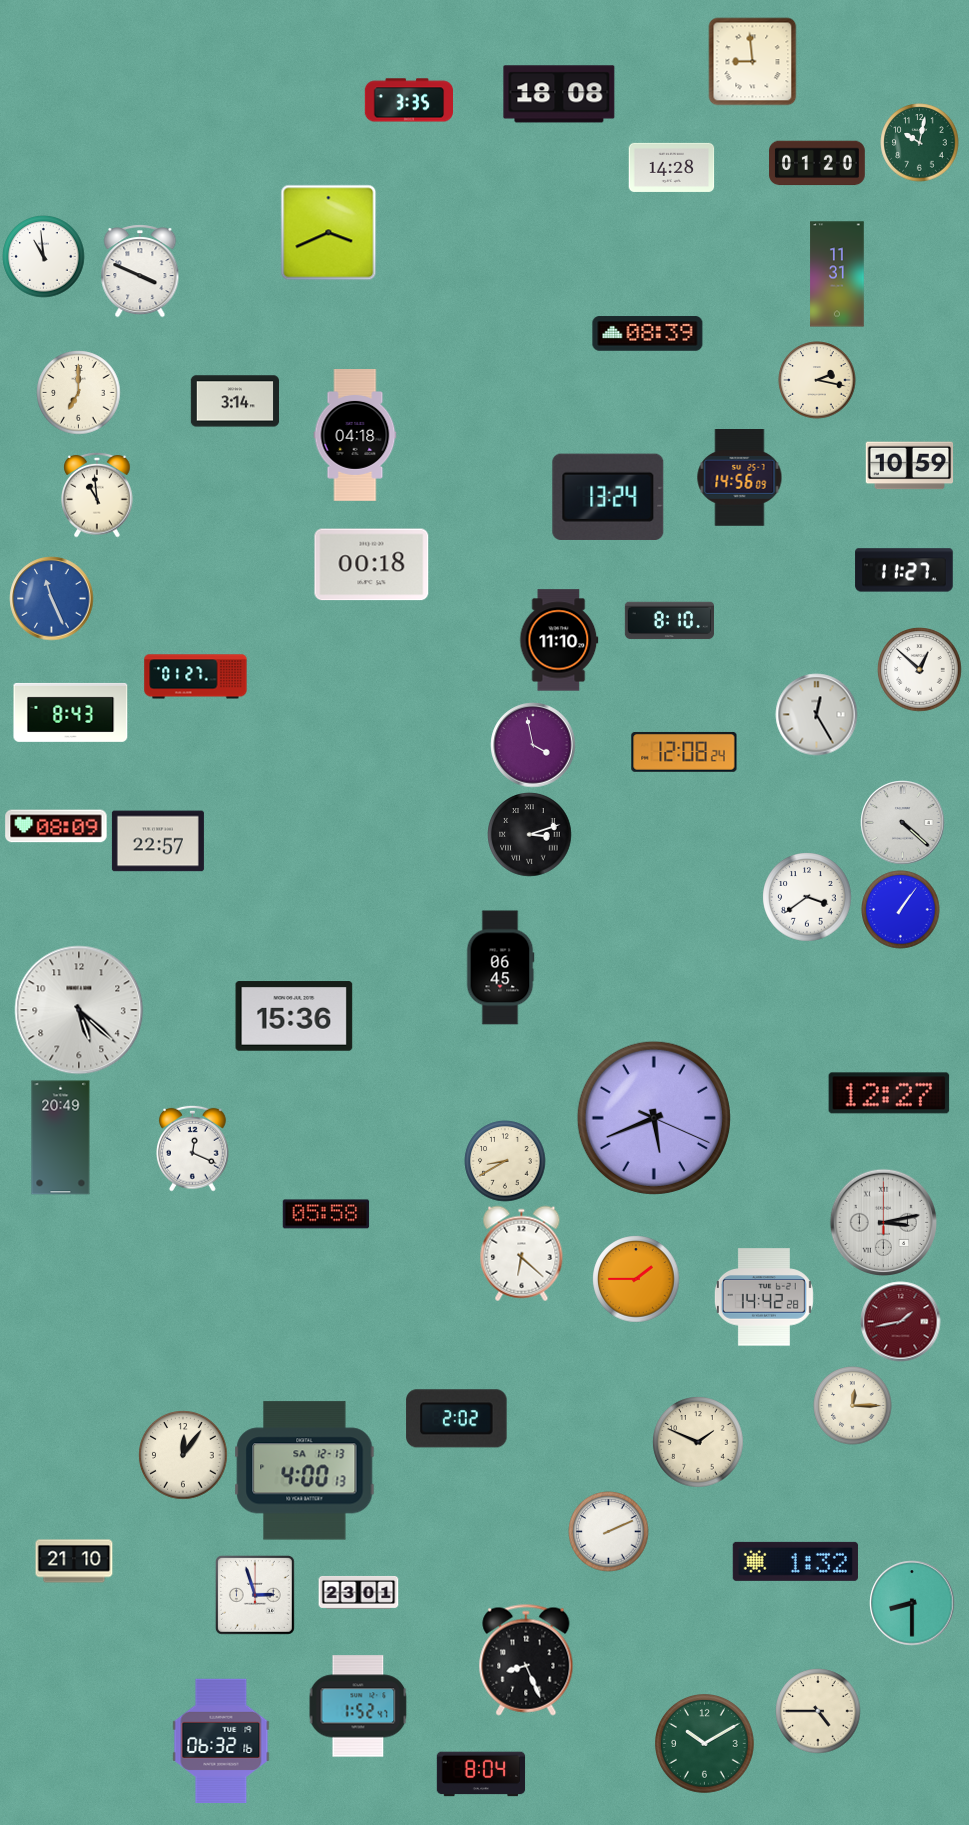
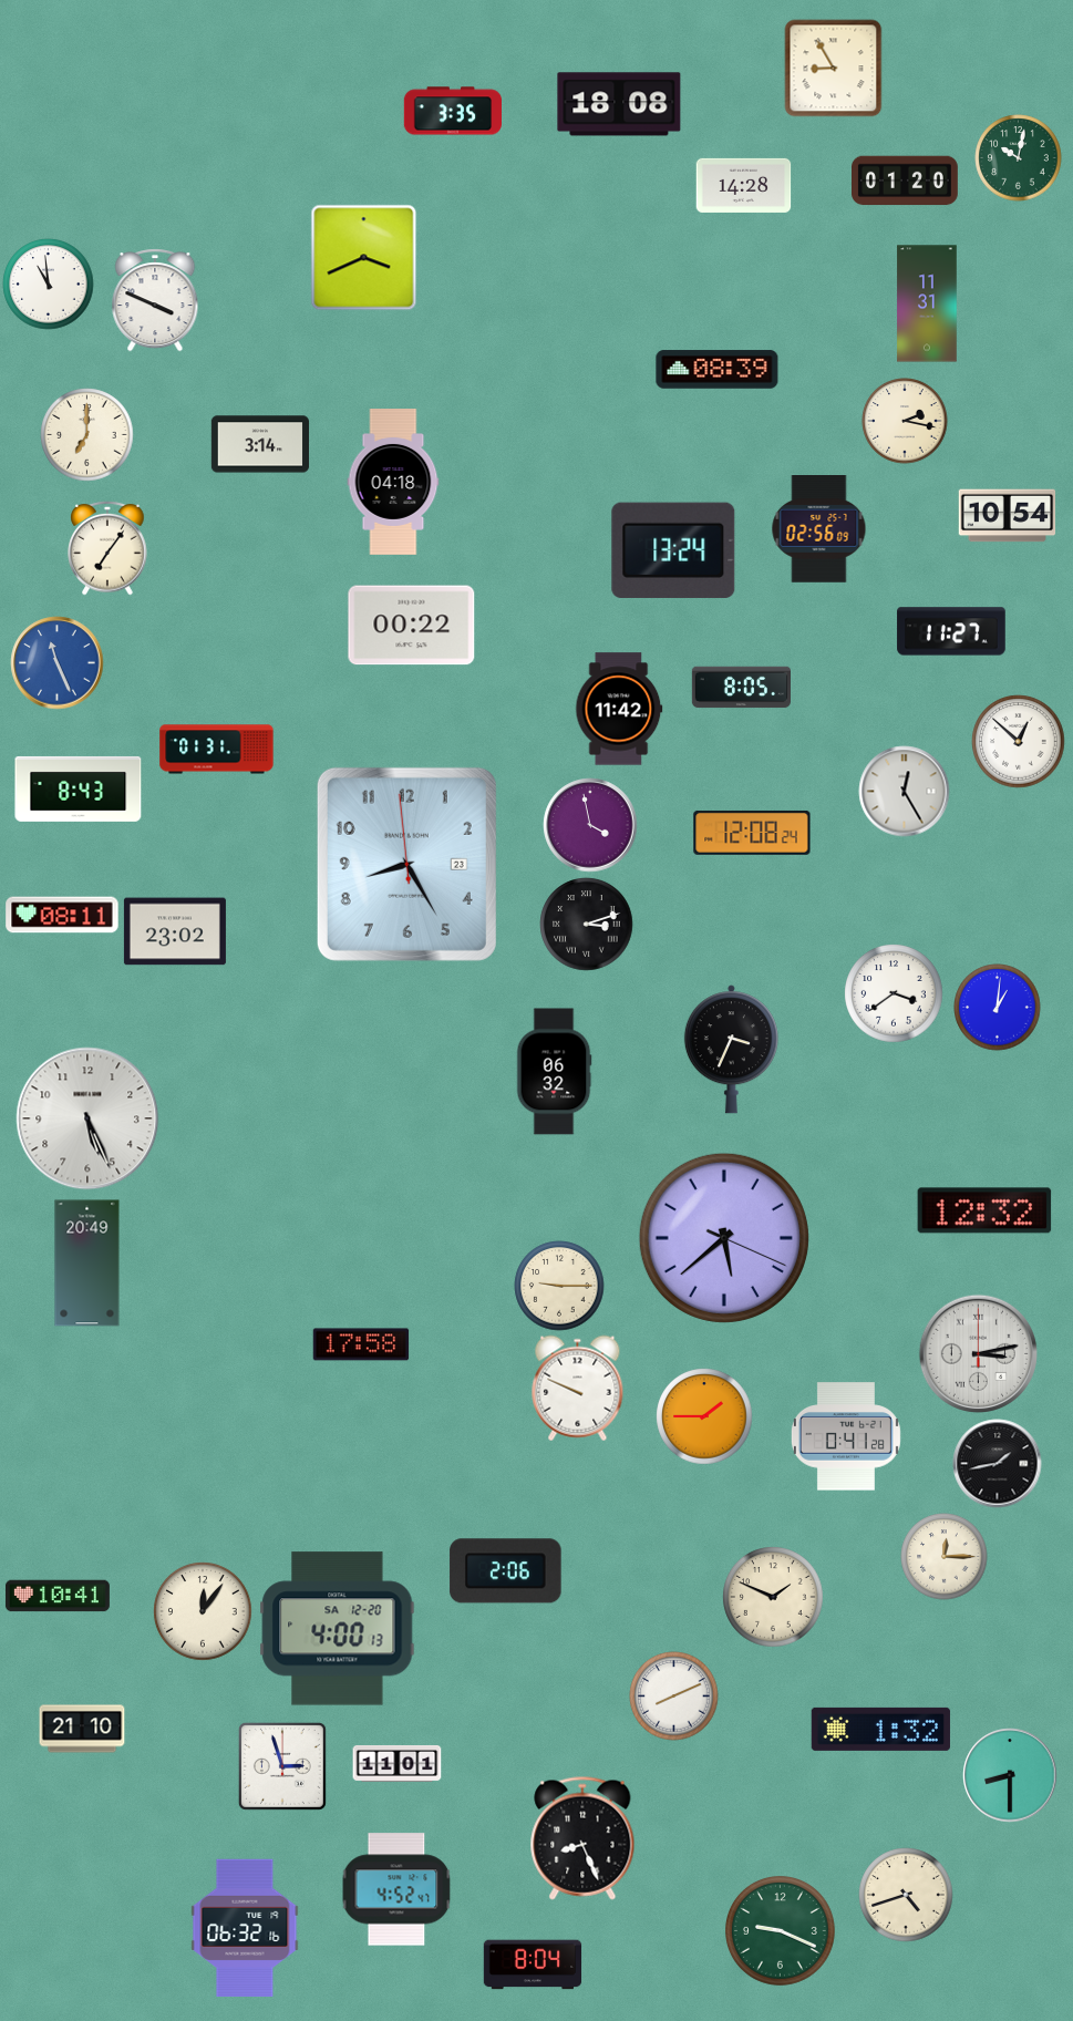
clock at (753, 62): 8:59 -> 8:55
clock at (910, 466): 10:59 -> 10:54
clock at (740, 478): 14:56 -> 02:56
clock at (97, 495): 10:59 -> 7:06
clock at (372, 565): 00:18 -> 00:22
clock at (904, 570) position: (904, 570) -> (951, 631)
clock at (669, 621): 8:10 -> 8:05
clock at (559, 640): 11:10 -> 11:42
clock at (196, 677): 01:27 -> 01:31
clock at (684, 752) position: (684, 752) -> (752, 833)
clock at (406, 864): none -> 8:24
clock at (903, 823): 4:22 -> none
clock at (56, 826): 08:09 -> 08:11
clock at (158, 841): 22:57 -> 23:02
clock at (901, 910): 1:06 -> 1:01
clock at (731, 1050): none -> 3:34
clock at (500, 968): 06:45 -> 06:32
clock at (79, 1010): 5:22 -> 5:26
clock at (294, 1016): 15:36 -> none
clock at (889, 1093): 12:27 -> 12:32
clock at (654, 1118): 5:41 -> 5:38
clock at (61, 1138) position: (61, 1138) -> (87, 1264)
clock at (193, 1148): 12:19 -> none
clock at (505, 1161): 8:40 -> 9:15
clock at (326, 1214): 05:58 -> 17:58
clock at (522, 1254): 6:22 -> 9:49
clock at (764, 1297): 14:42 -> 0:41
clock at (901, 1322) dial: burgundy -> black
clock at (457, 1419): 2:02 -> 2:06
clock at (58, 1596): none -> 10:41
clock at (305, 1471) date: SA 12-13 -> SA 12-20
clock at (609, 1532): 2:11 -> 8:11
clock at (359, 1592): 23:01 -> 11:01
clock at (358, 1706): 1:52 -> 4:52
clock at (818, 1711): 4:45 -> 4:42
clock at (705, 1744): 10:10 -> 9:19
